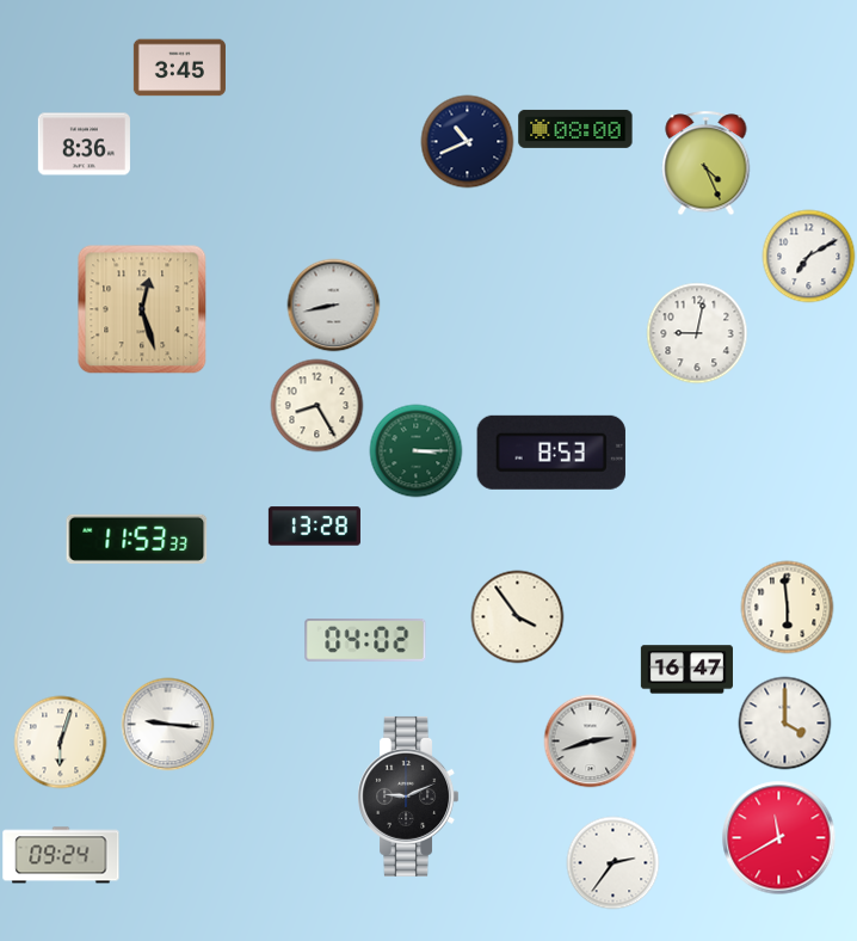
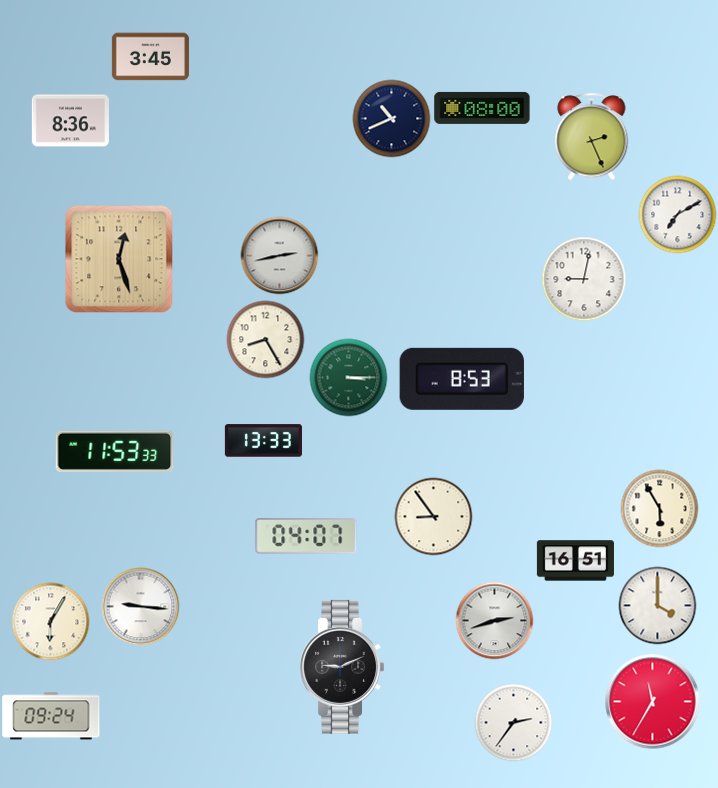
clock at (707, 162): 4:26 -> 2:26
clock at (333, 305): 8:43 -> 2:43
clock at (314, 527): 13:28 -> 13:33
clock at (787, 607): 5:59 -> 5:55
clock at (517, 616): 3:54 -> 8:54
clock at (365, 641): 04:02 -> 04:07
clock at (686, 670): 16:47 -> 16:51
clock at (60, 742): 6:03 -> 6:05
clock at (778, 837): 11:40 -> 11:35
